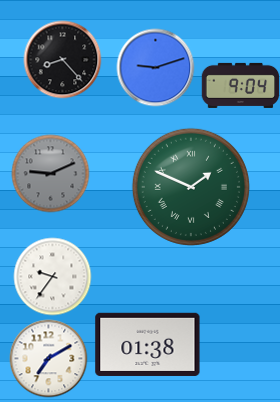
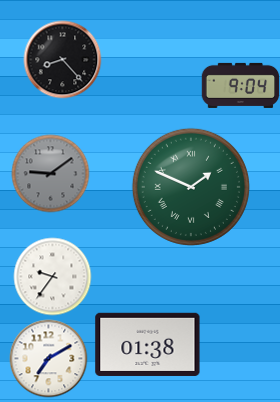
clock at (155, 67): 9:12 -> none
clock at (50, 173): 9:11 -> 9:09
